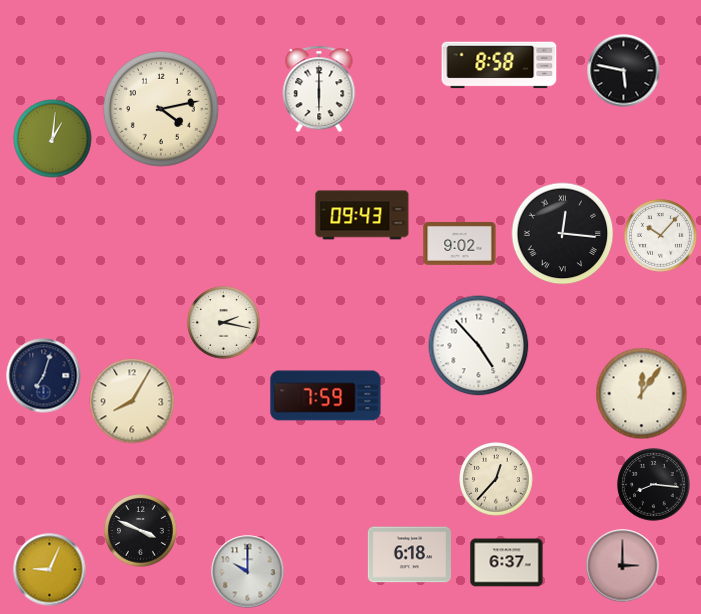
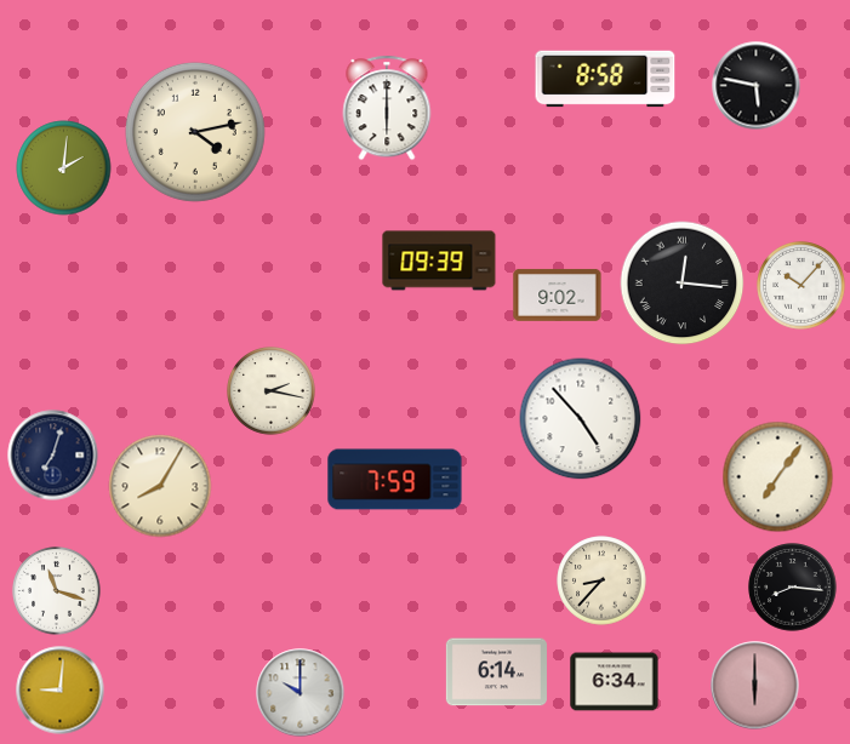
clock at (53, 139): 1:01 -> 2:01
clock at (362, 215): 09:43 -> 09:39
clock at (642, 394): 12:06 -> 7:06
clock at (496, 479): 12:37 -> 8:37
clock at (57, 591): none -> 11:18
clock at (141, 531): 3:49 -> none
clock at (409, 555): 6:18 -> 6:14
clock at (507, 563): 6:37 -> 6:34
clock at (623, 566): 3:00 -> 6:00
clock at (50, 570): 9:04 -> 9:01
